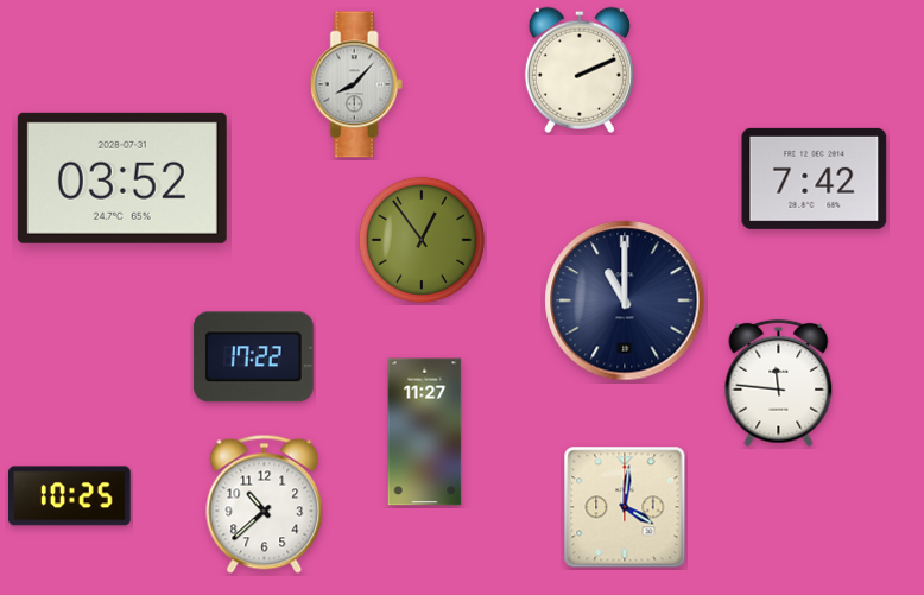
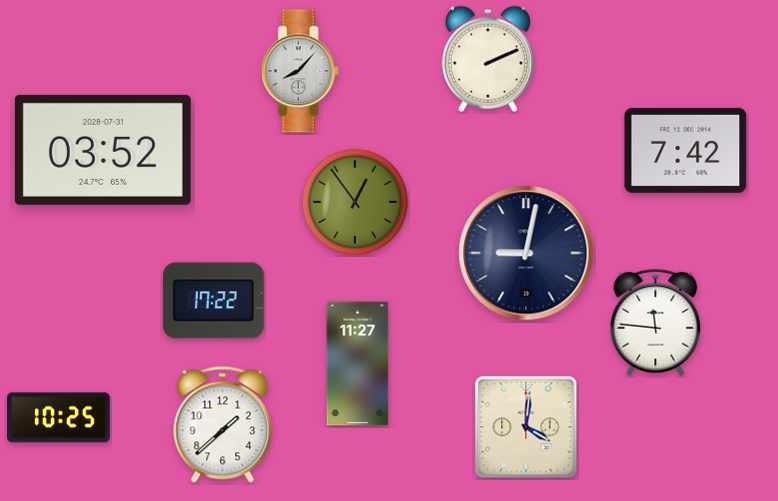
clock at (625, 300): 11:00 -> 9:02
clock at (265, 504): 10:38 -> 1:38
